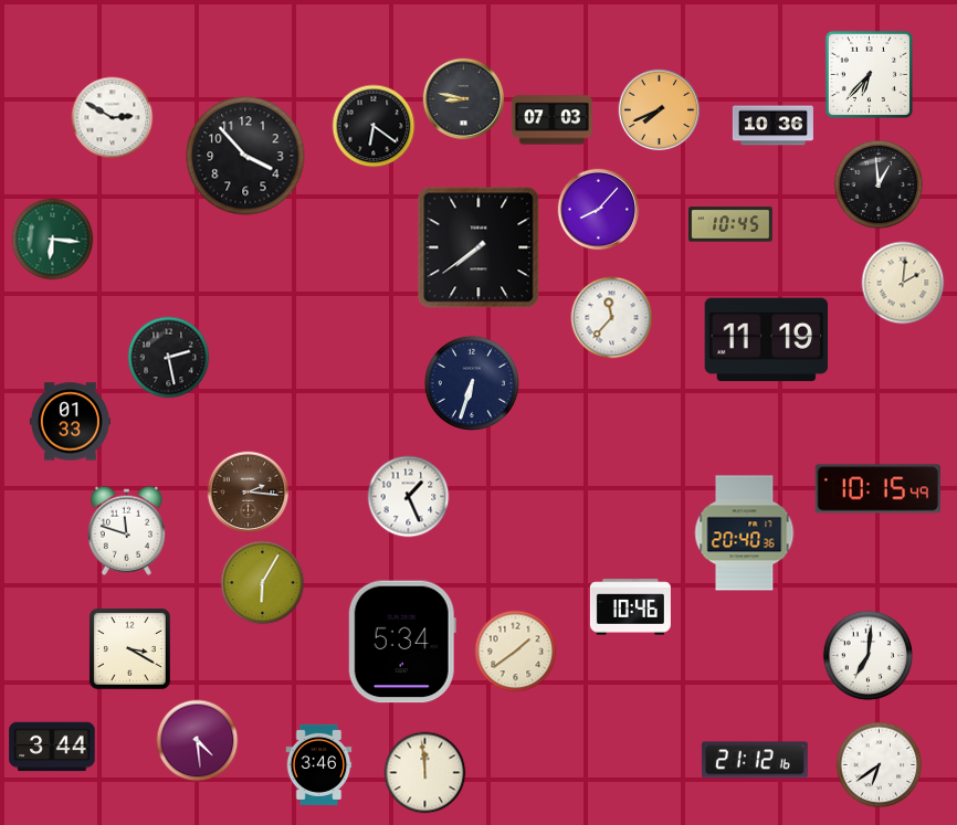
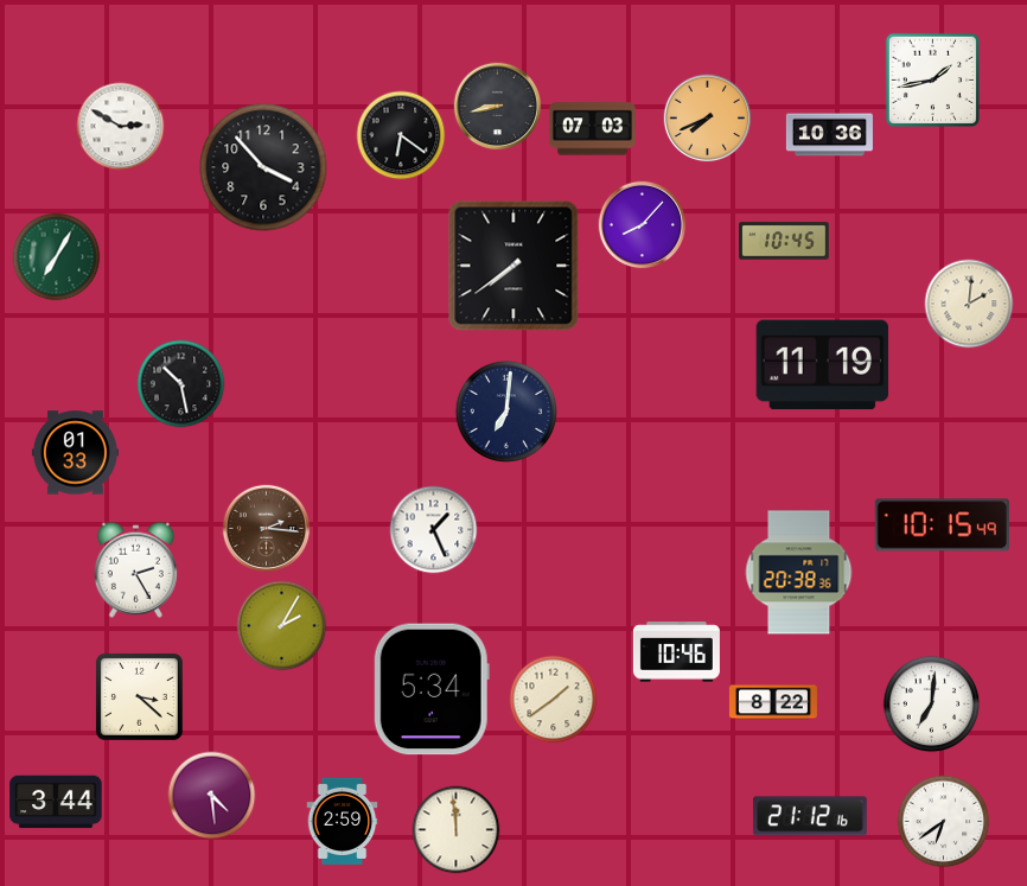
clock at (869, 74): 6:37 -> 1:43
clock at (464, 99): 8:47 -> 8:43
clock at (879, 184): 12:59 -> none
clock at (53, 240): 6:16 -> 7:05
clock at (612, 318): 11:37 -> none
clock at (169, 358): 2:28 -> 10:28
clock at (471, 382): 6:33 -> 7:01
clock at (409, 497) position: (409, 497) -> (434, 530)
clock at (126, 530): 11:48 -> 2:25
clock at (745, 533): 20:40 -> 20:38
clock at (263, 583): 6:05 -> 2:05
clock at (129, 648): 3:20 -> 3:22
clock at (773, 702): none -> 8:22
clock at (319, 764): 3:46 -> 2:59
